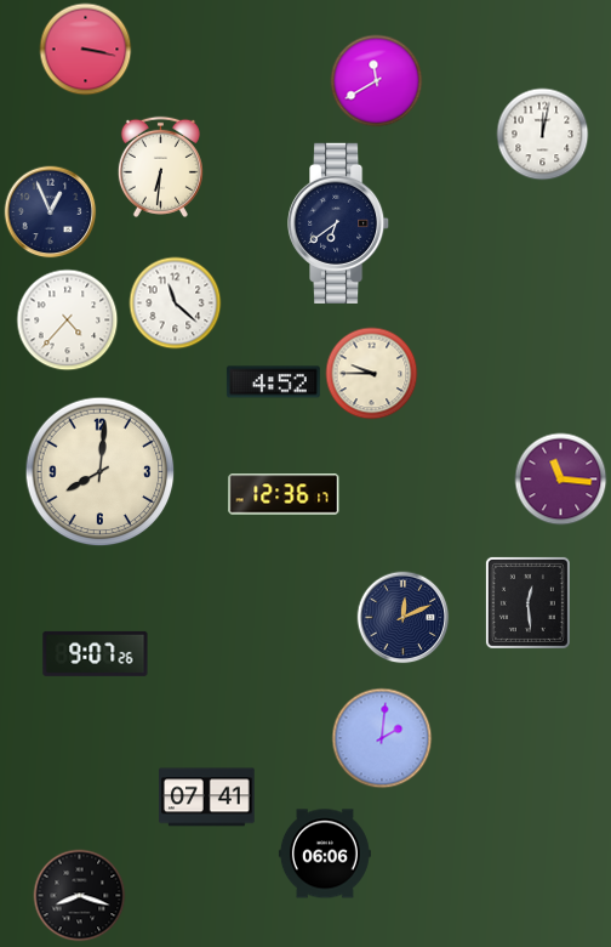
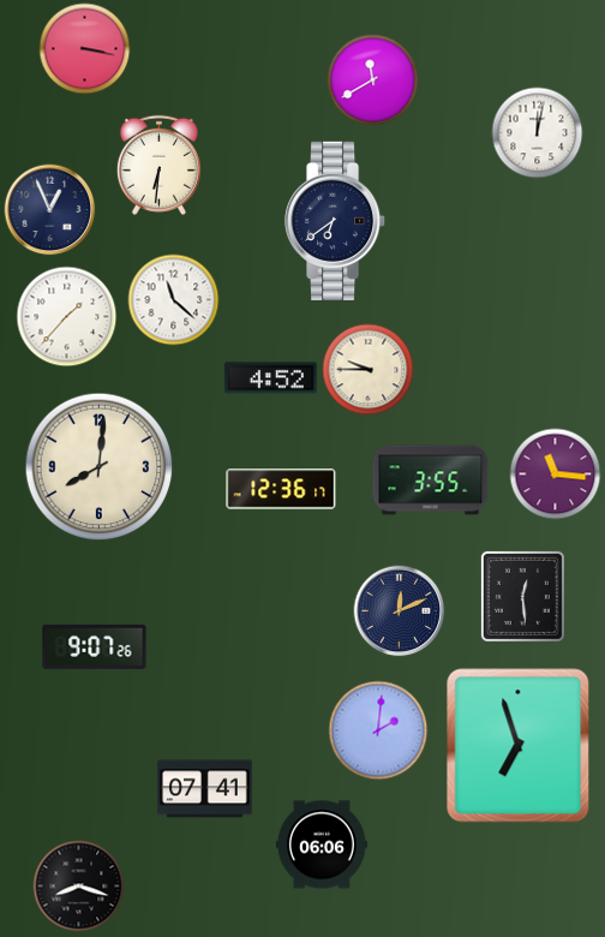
clock at (68, 321): 4:37 -> 1:37
clock at (431, 481): none -> 3:55
clock at (519, 746): none -> 6:57
